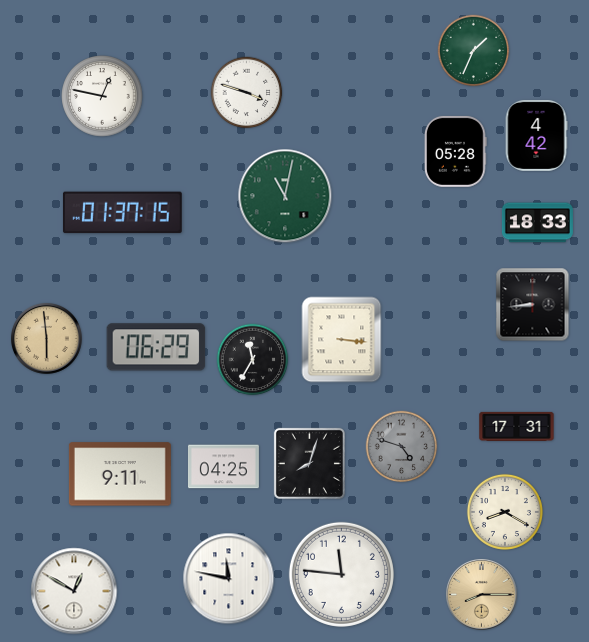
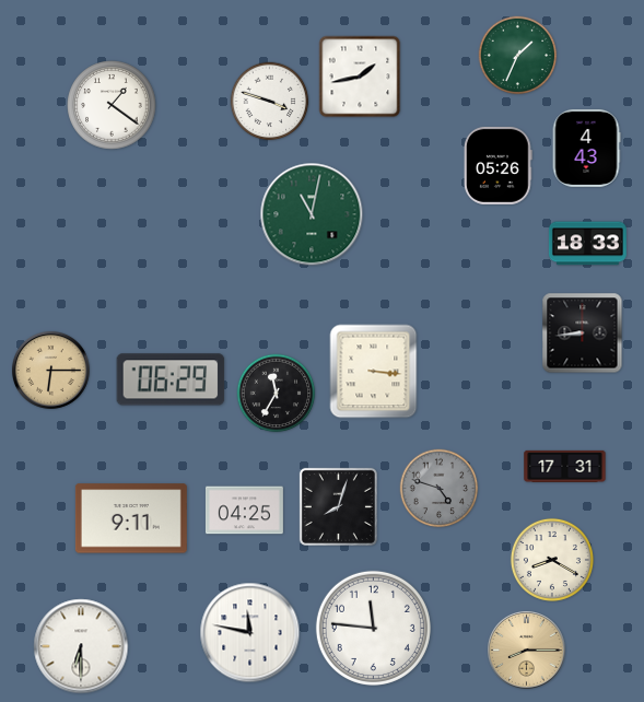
clock at (360, 77): none -> 1:43
clock at (102, 96): 12:47 -> 1:21
clock at (536, 135): 4:42 -> 4:43
clock at (456, 151): 05:28 -> 05:26
clock at (122, 213): 01:37 -> none
clock at (46, 338): 5:59 -> 6:15
clock at (74, 591): 12:50 -> 6:30
